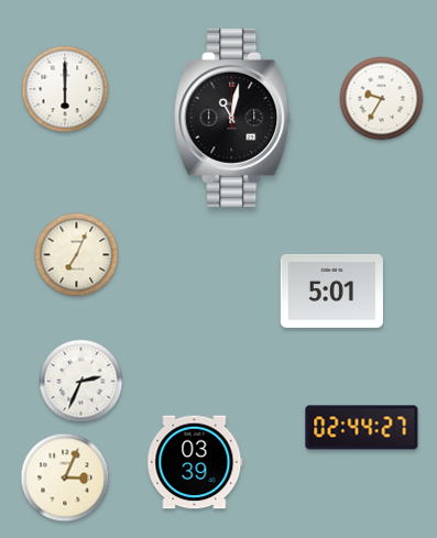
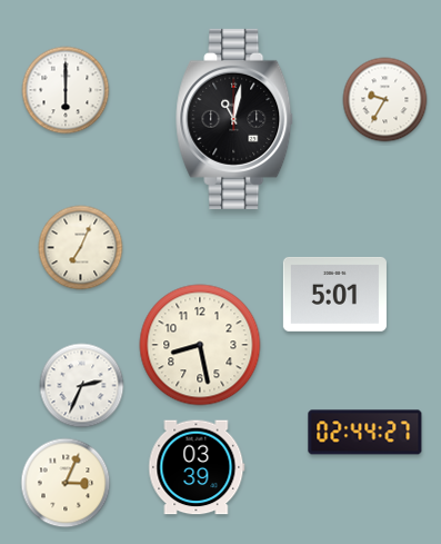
clock at (77, 255) position: (77, 255) -> (81, 248)
clock at (200, 345): none -> 8:28
